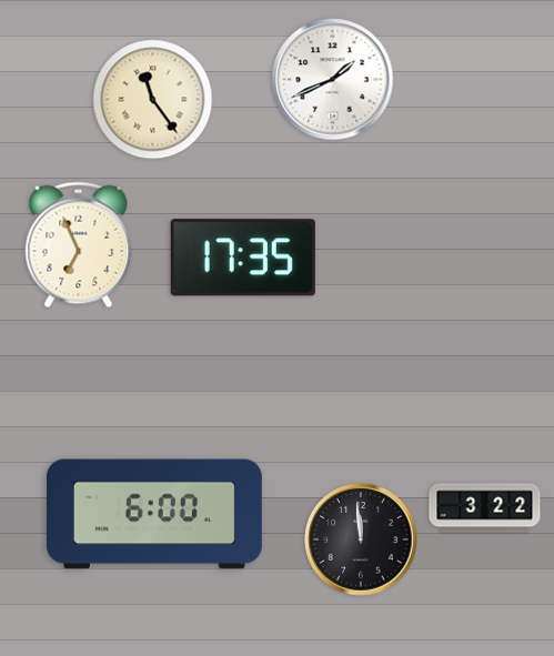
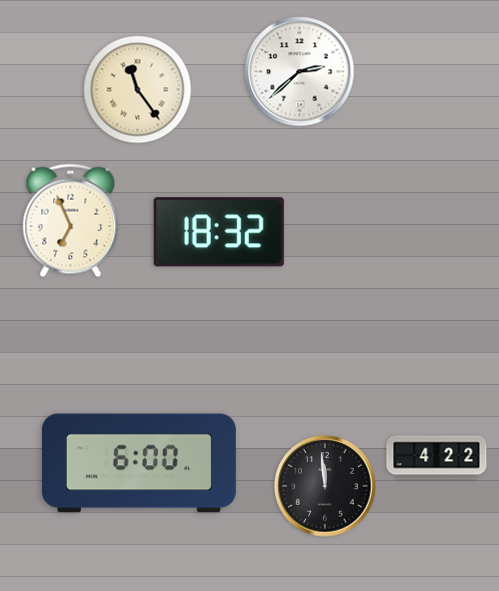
clock at (333, 80): 1:41 -> 2:38
clock at (243, 258): 17:35 -> 18:32
clock at (485, 508): 3:22 -> 4:22
